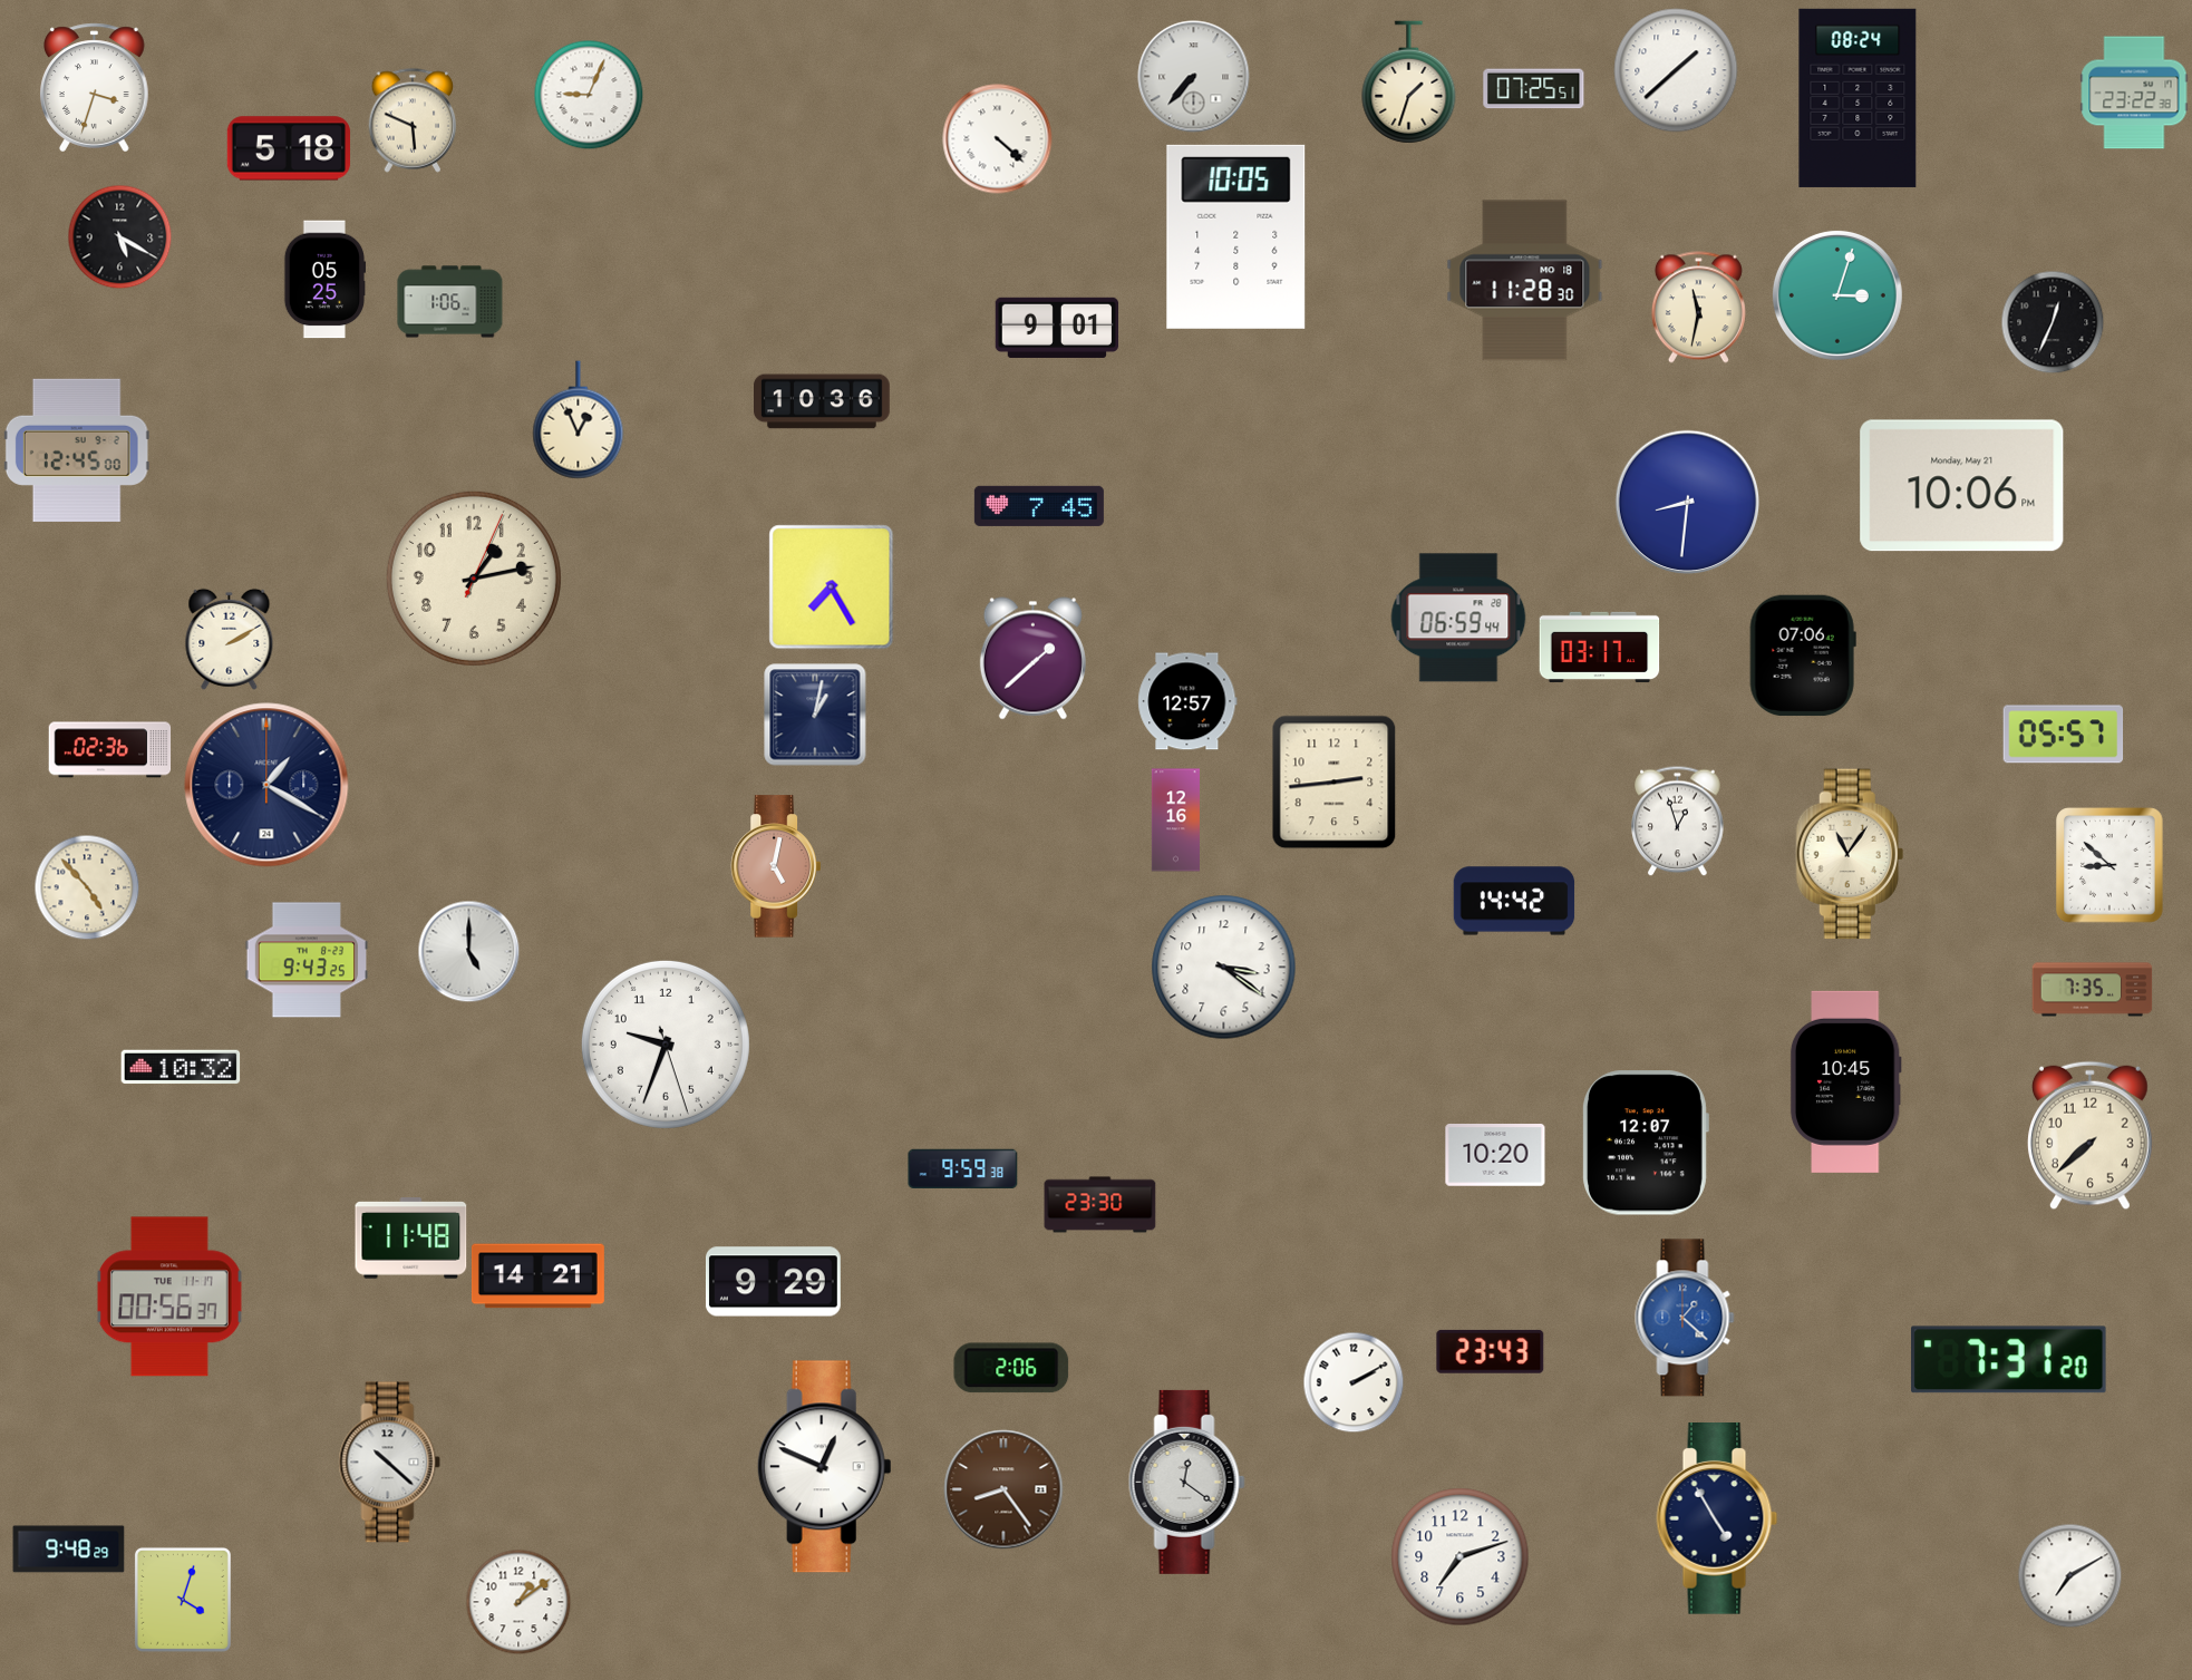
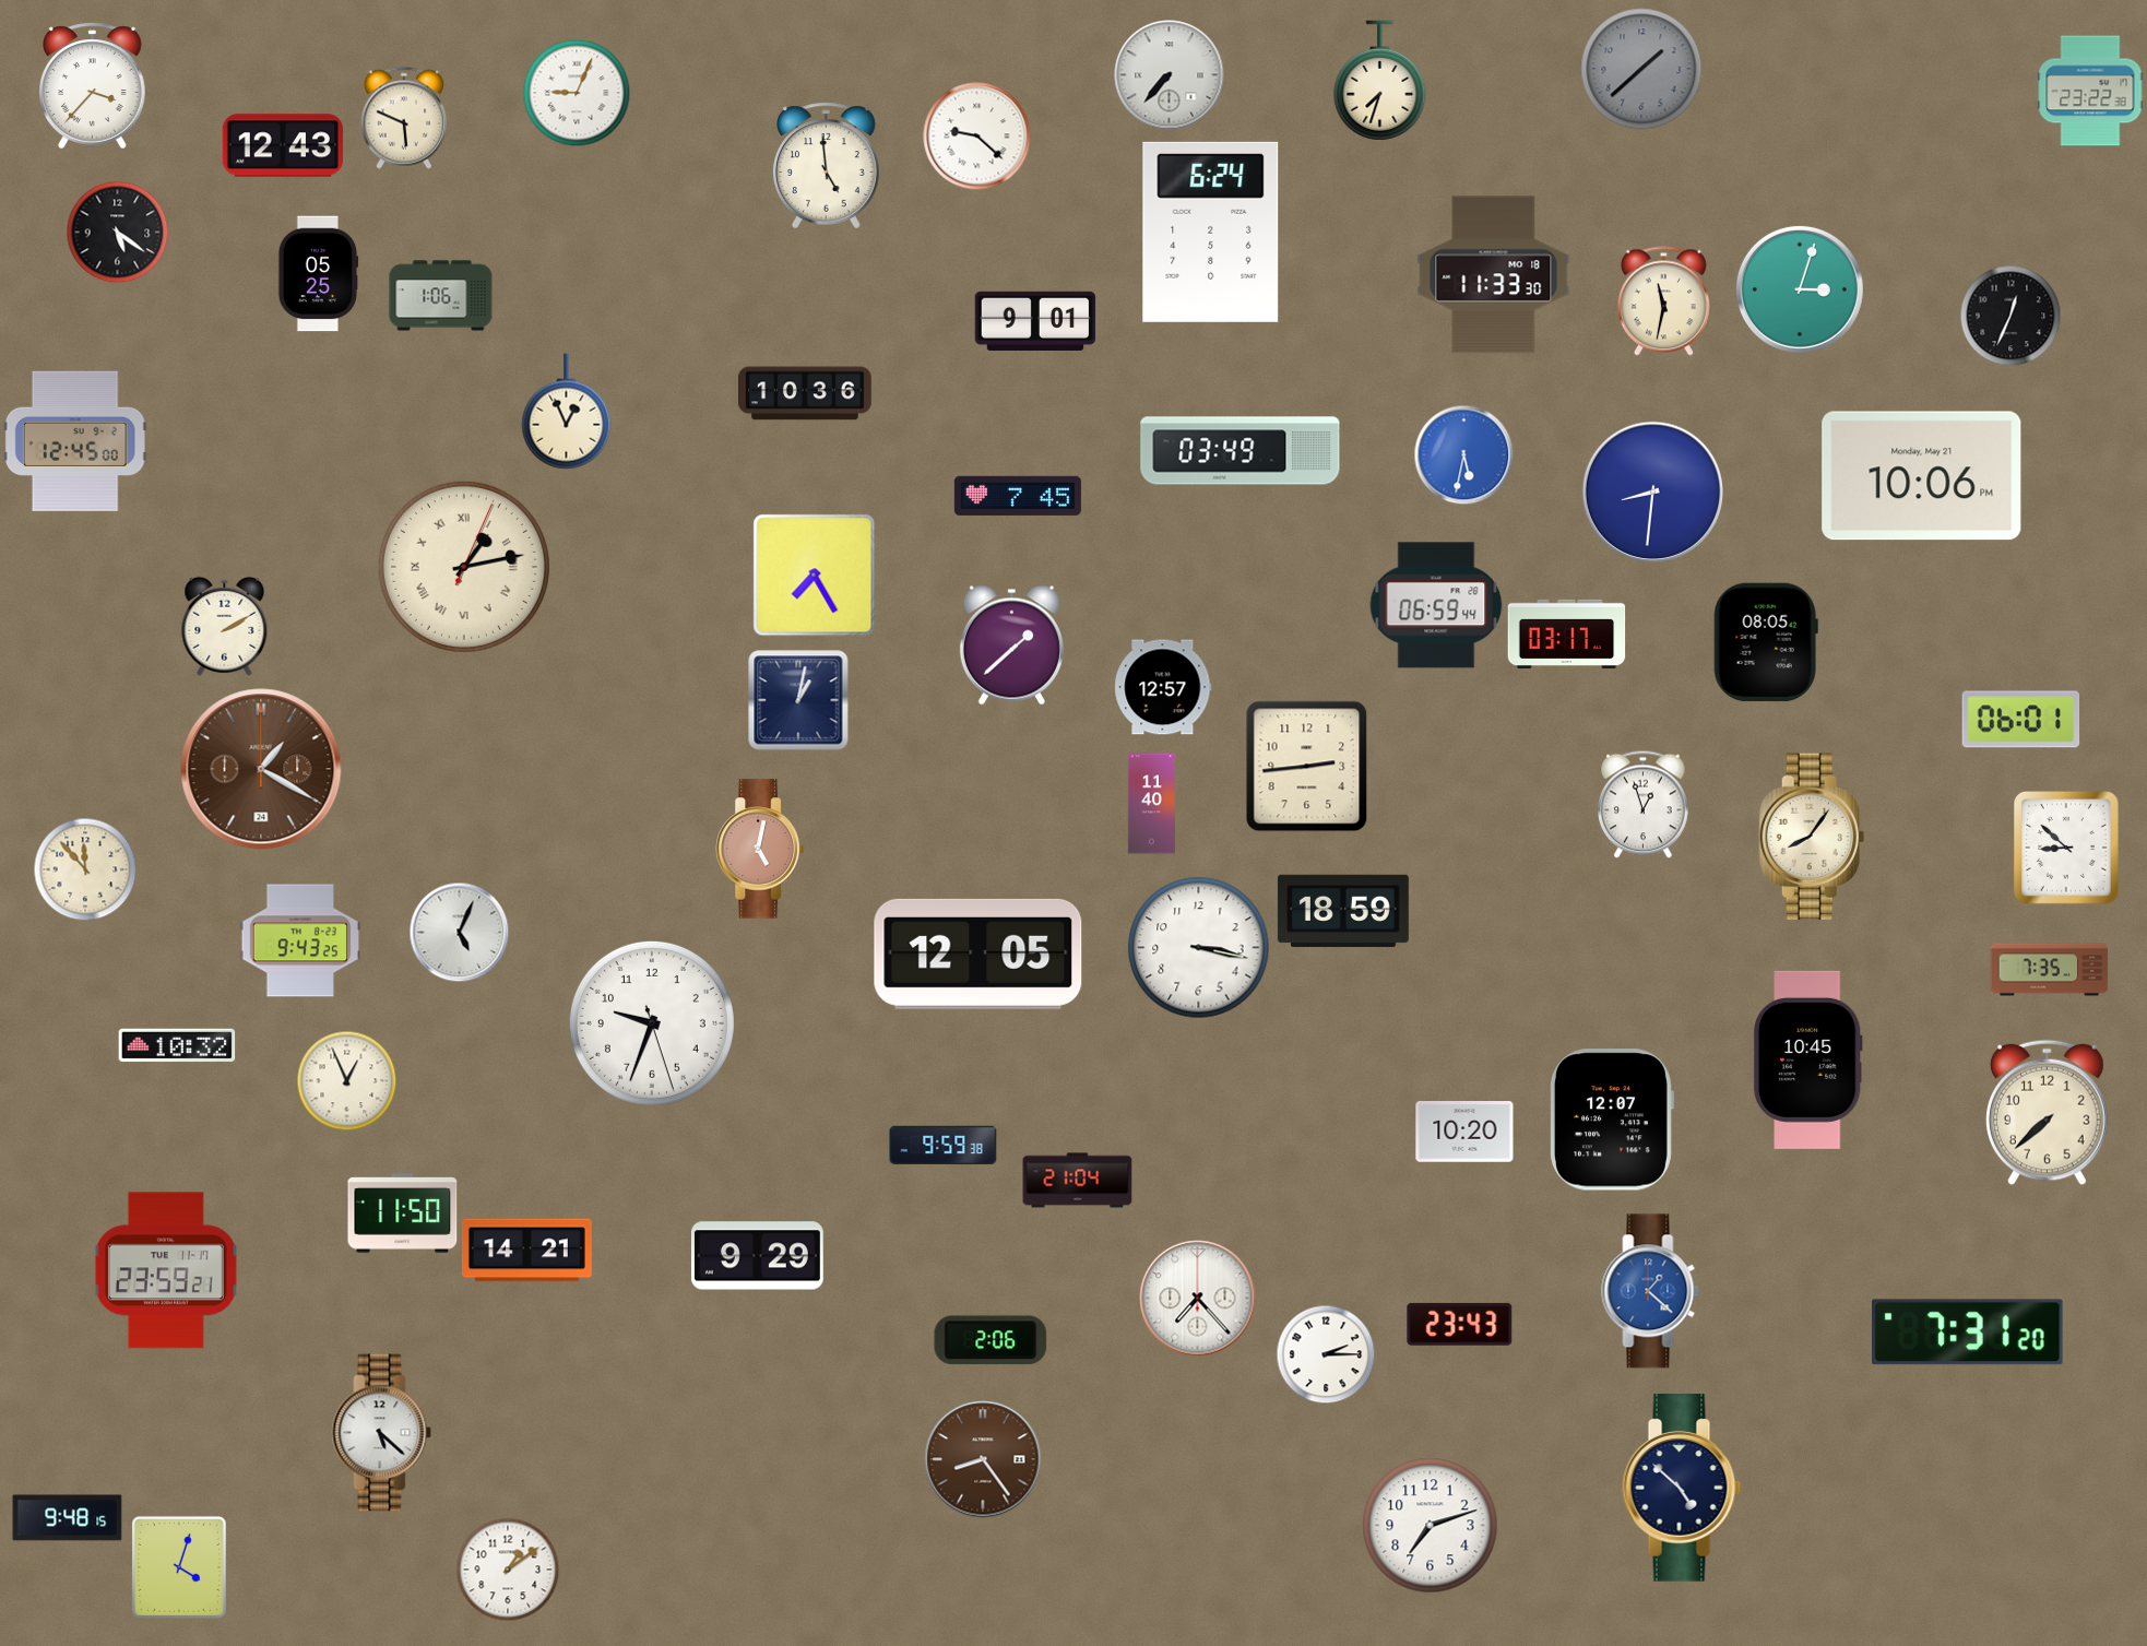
clock at (1676, 70) dial: white -> grey
clock at (1409, 82): 1:33 -> 7:33
clock at (95, 88): 3:33 -> 3:37
clock at (1534, 89): 07:25 -> none
clock at (1858, 98): 08:24 -> none
clock at (998, 139): 4:22 -> 9:22
clock at (288, 148): 5:18 -> 12:43
clock at (827, 166): none -> 4:59
clock at (119, 236): 5:20 -> 5:21
clock at (1236, 236): 10:05 -> 6:24
clock at (1525, 281): 11:28 -> 11:33
clock at (1241, 451): none -> 03:49
clock at (1463, 454): none -> 5:32
clock at (474, 579) numerals: Arabic -> Roman
clock at (1458, 618) position: (1458, 618) -> (1436, 605)
clock at (1803, 656): 07:06 -> 08:05
clock at (2064, 735): 05:57 -> 06:01
clock at (110, 750): 02:36 -> none
clock at (266, 785) dial: navy -> brown
clock at (1175, 820): 12:16 -> 11:40
clock at (1850, 854): 11:06 -> 8:06
clock at (87, 887): 4:53 -> 11:53
clock at (1514, 901): 14:42 -> none
clock at (1343, 911): none -> 18:59
clock at (468, 951): 5:00 -> 5:04
clock at (1224, 968): 3:21 -> 3:17
clock at (978, 954): none -> 12:05
clock at (346, 1080): none -> 12:56
clock at (1100, 1205): 23:30 -> 21:04
clock at (411, 1239): 11:48 -> 11:50
clock at (169, 1297): 00:56 -> 23:59
clock at (1198, 1299): none -> 7:23
clock at (1354, 1382): 2:10 -> 2:15
clock at (390, 1463): 10:22 -> 5:22
clock at (824, 1467): 12:49 -> none
clock at (1186, 1482): 12:21 -> none
clock at (1717, 1518): 4:55 -> 4:52
clock at (69, 1550): 9:48:29 -> 9:48:15
clock at (2069, 1575): 7:10 -> none
